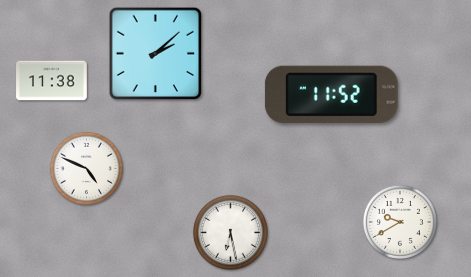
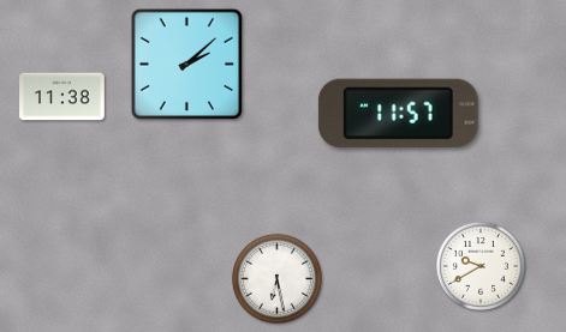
clock at (331, 94): 11:52 -> 11:57
clock at (86, 168): 4:49 -> none
